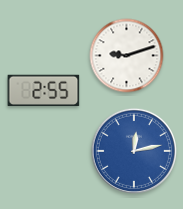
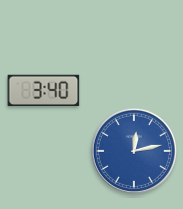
clock at (127, 56): 9:12 -> none
clock at (44, 91): 2:55 -> 3:40
